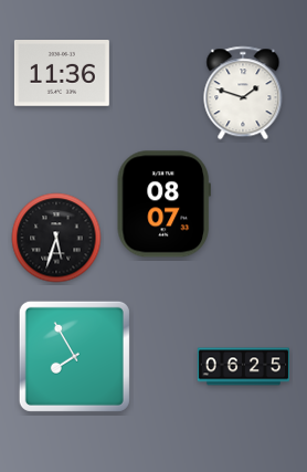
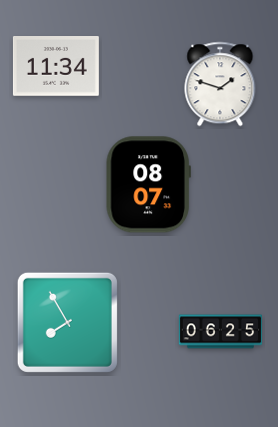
clock at (62, 74): 11:36 -> 11:34
clock at (56, 238): 5:33 -> none
